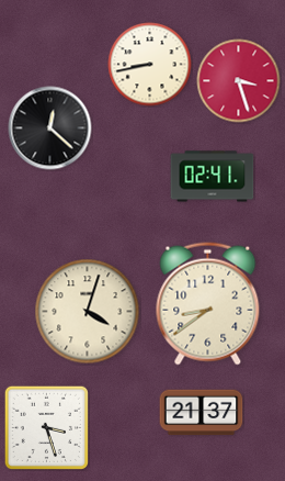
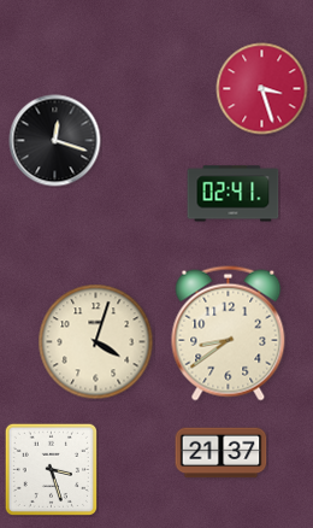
clock at (150, 65): 8:43 -> none
clock at (50, 128): 12:22 -> 12:18
